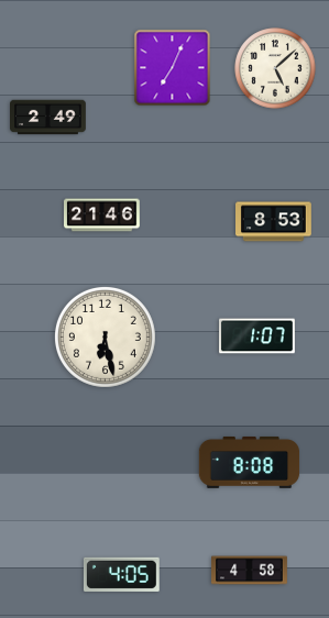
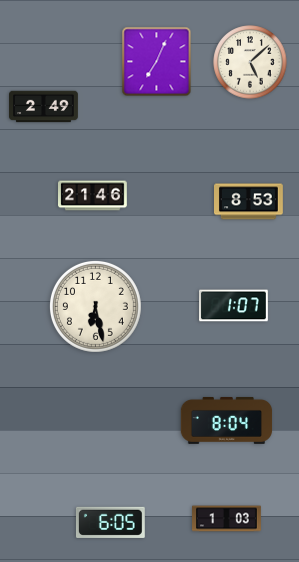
clock at (250, 462): 8:08 -> 8:04
clock at (250, 571): 4:58 -> 1:03
clock at (121, 574): 4:05 -> 6:05
